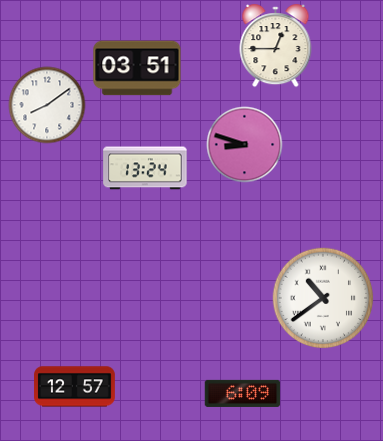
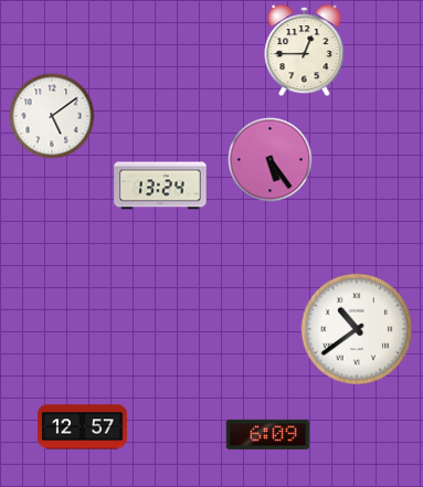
clock at (137, 68): 03:51 -> none
clock at (47, 105): 8:09 -> 5:09
clock at (245, 145): 8:48 -> 5:24
